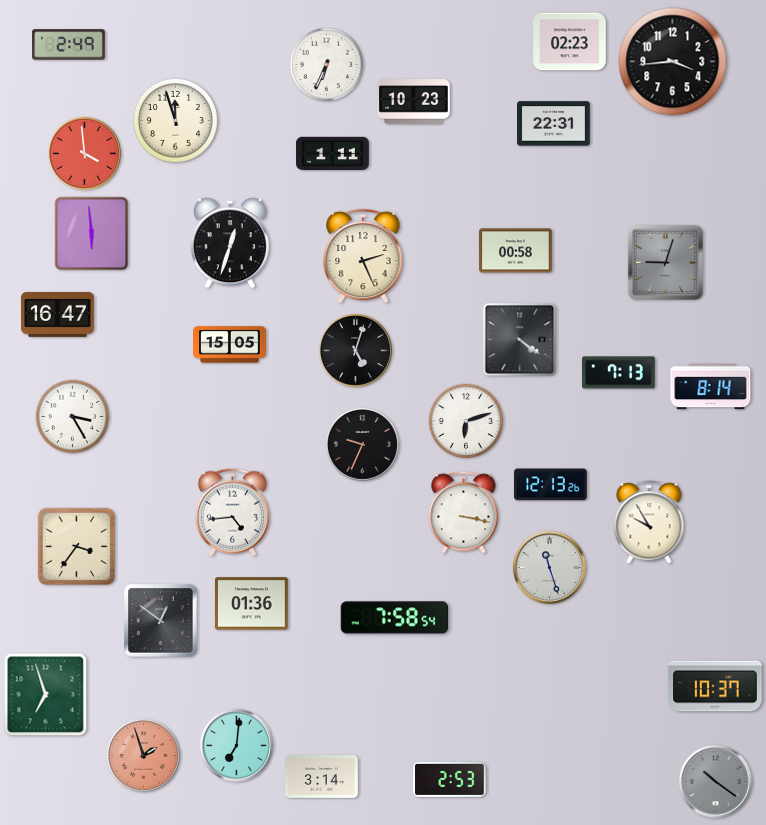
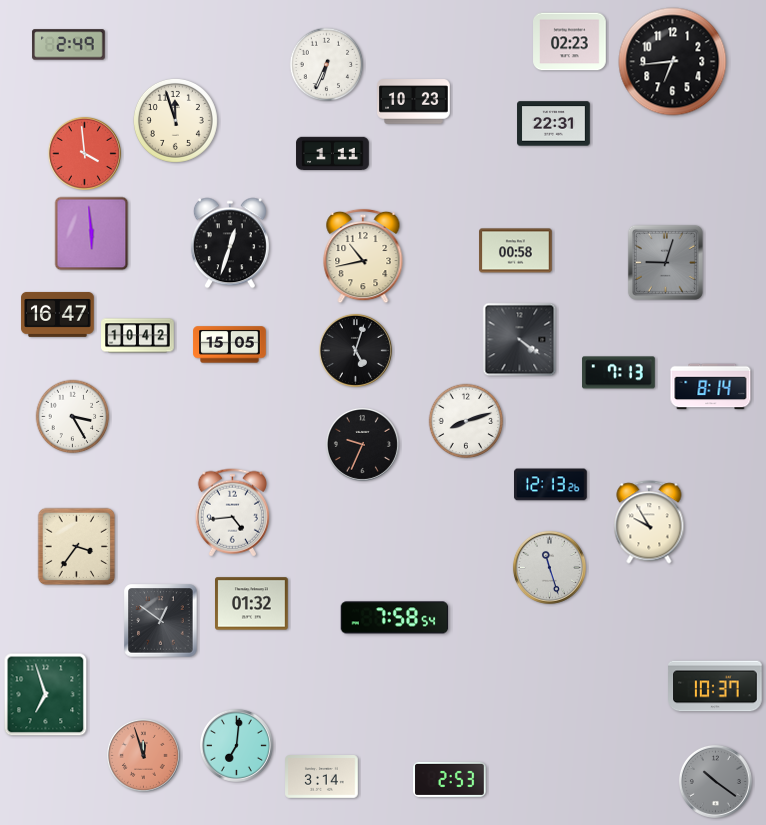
clock at (673, 62): 3:44 -> 6:44
clock at (363, 256): 2:26 -> 10:43
clock at (138, 336): none -> 10:42
clock at (466, 421): 6:12 -> 8:12
clock at (464, 513): 3:17 -> none
clock at (252, 604): 01:36 -> 01:32
clock at (143, 755): 1:57 -> 11:57
